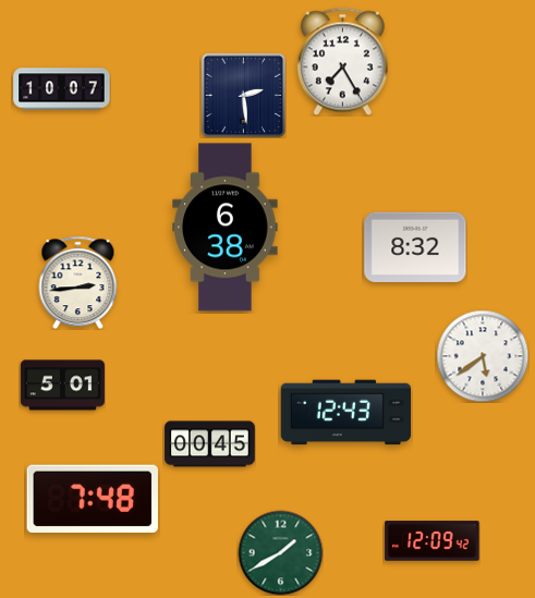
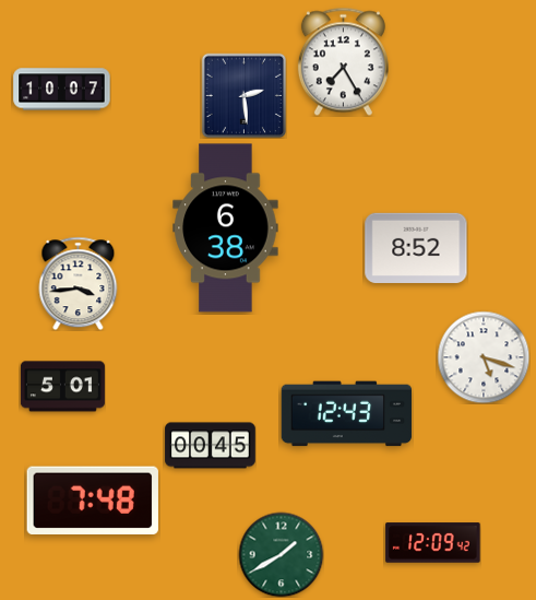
clock at (415, 247): 8:32 -> 8:52
clock at (78, 282): 2:44 -> 3:44
clock at (483, 356): 5:39 -> 5:18
